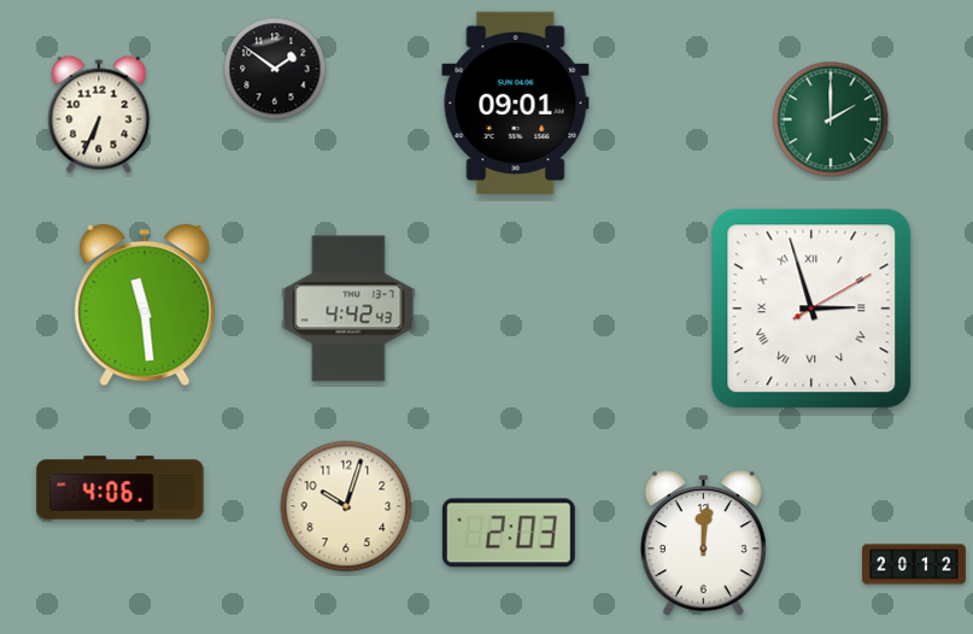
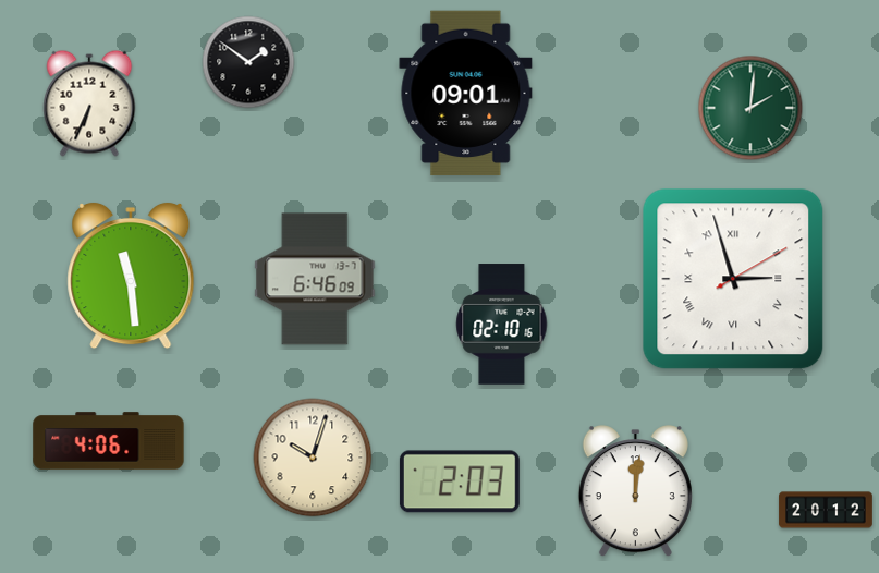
clock at (831, 119): 2:00 -> 2:01
clock at (348, 309): 4:42 -> 6:46
clock at (502, 325): none -> 02:10
